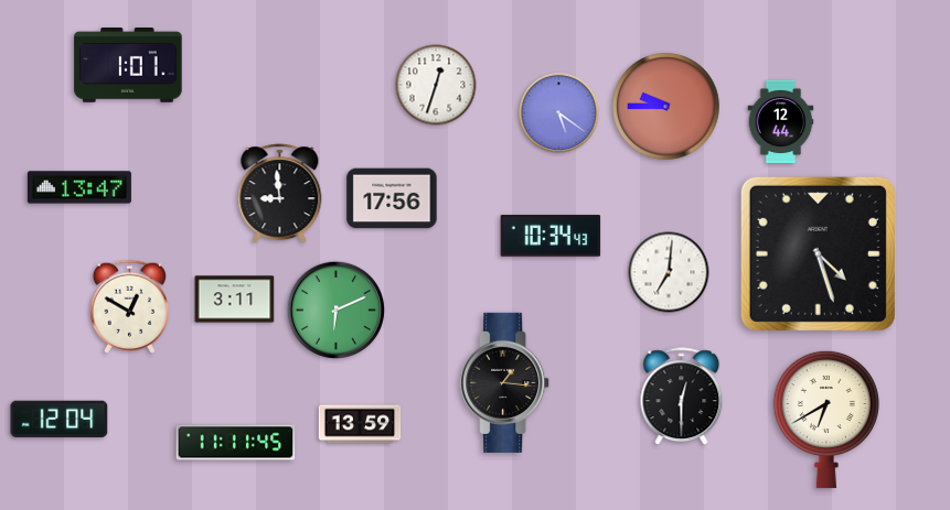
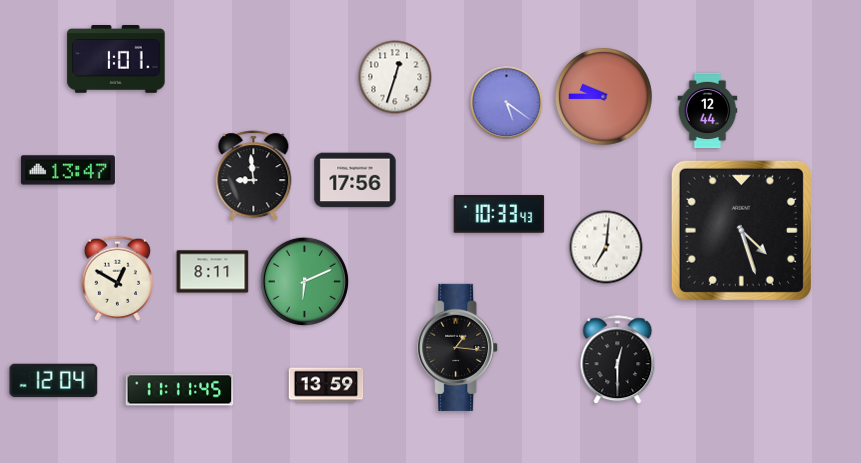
clock at (79, 187) position: (79, 187) -> (68, 170)
clock at (551, 236): 10:34 -> 10:33
clock at (235, 300): 3:11 -> 8:11
clock at (826, 420): 6:40 -> none
clock at (236, 443) position: (236, 443) -> (180, 390)
